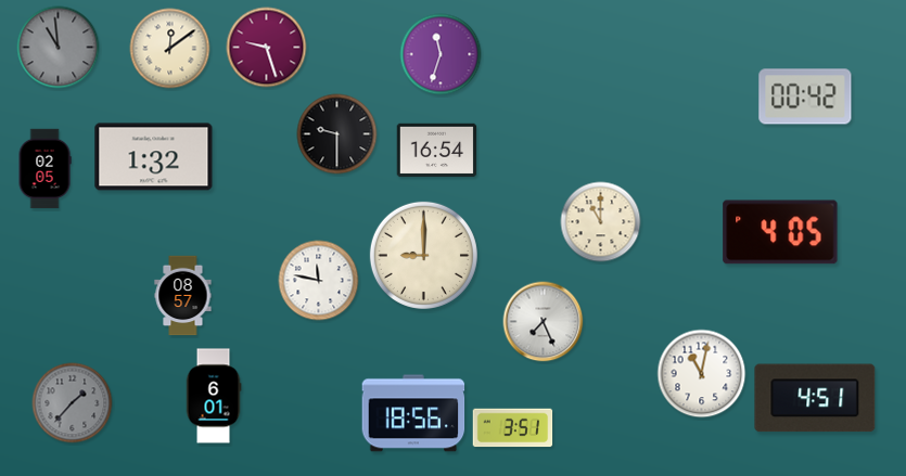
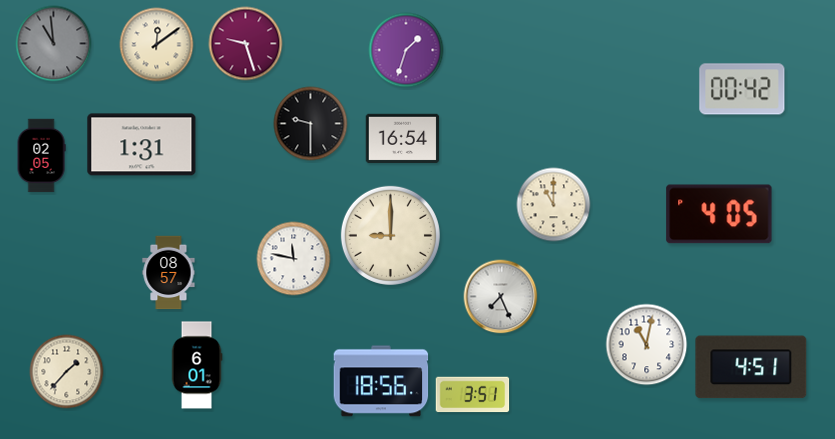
clock at (441, 54): 11:33 -> 1:33
clock at (154, 157): 1:32 -> 1:31
clock at (73, 403) dial: grey -> cream
